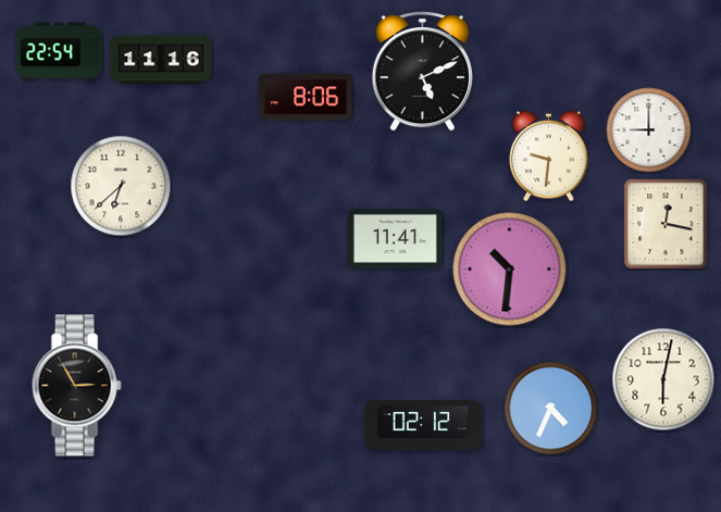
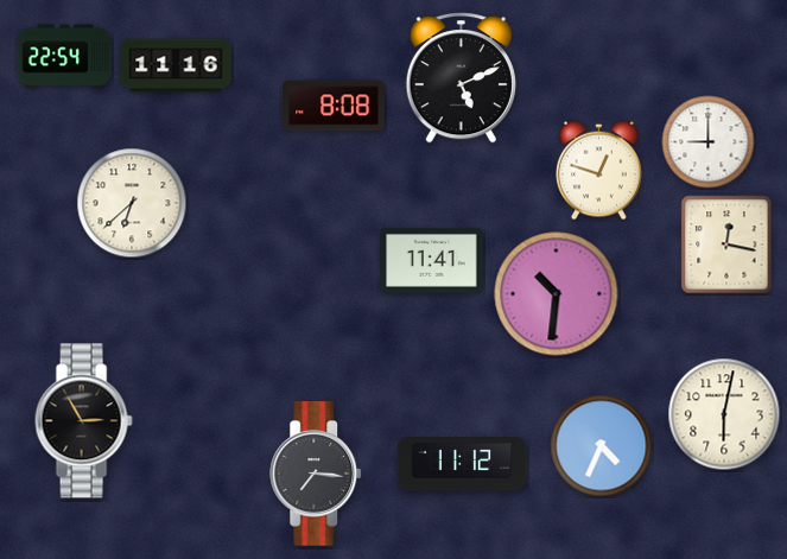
clock at (307, 97): 8:06 -> 8:08
clock at (549, 157): 9:31 -> 12:48
clock at (423, 425): 02:12 -> 11:12
clock at (317, 474): none -> 7:16
